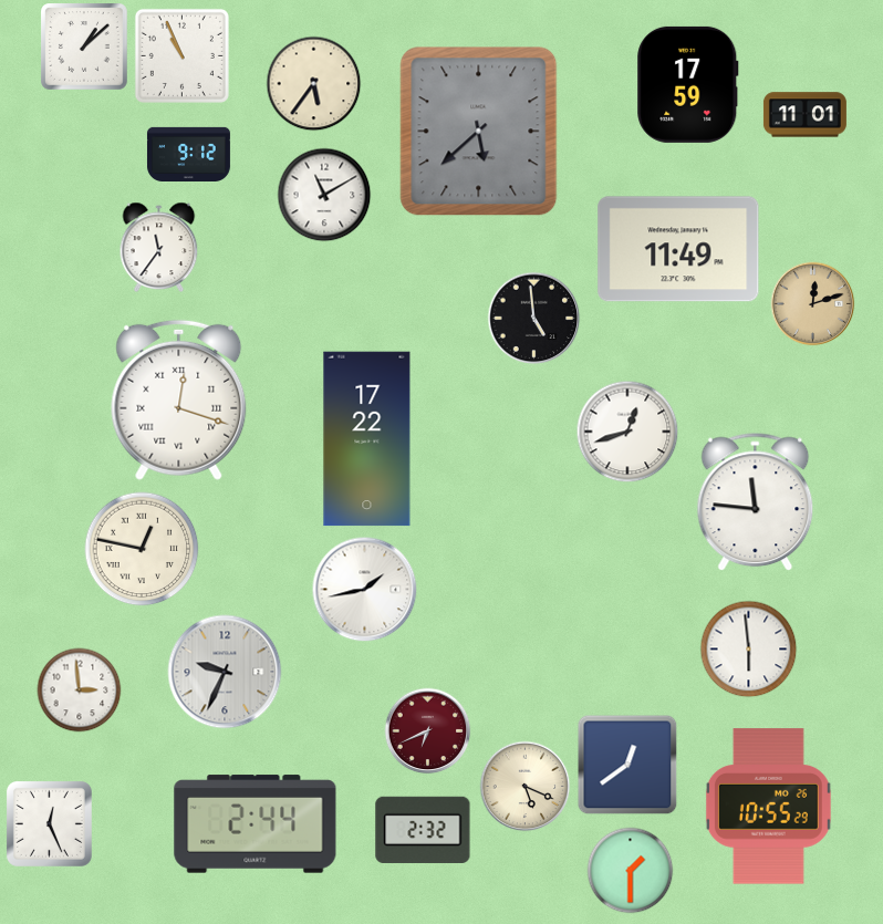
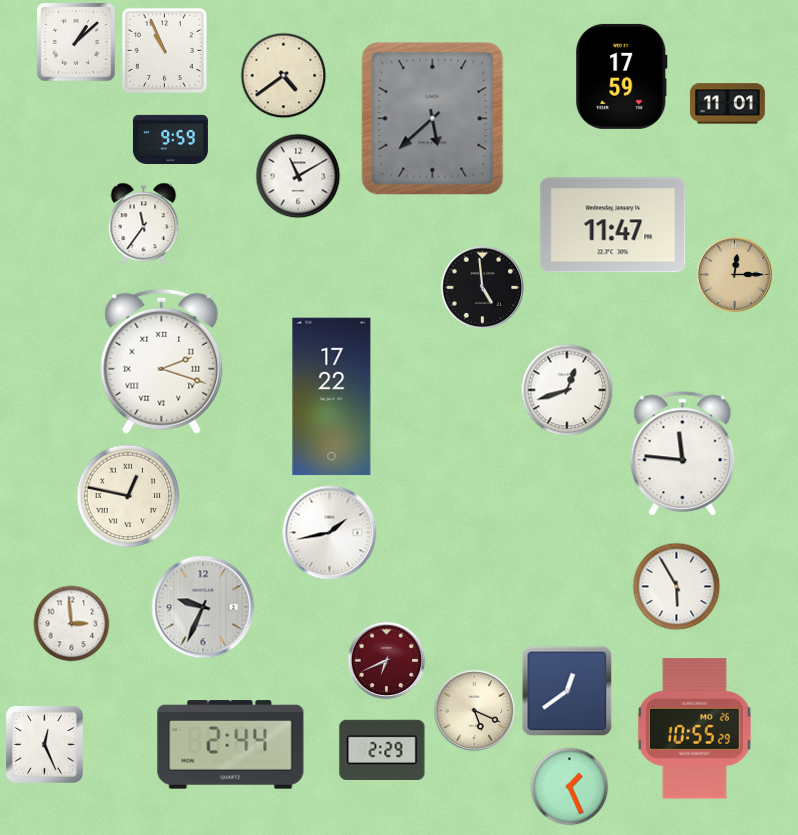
clock at (314, 84): 5:36 -> 4:39
clock at (188, 154): 9:12 -> 9:59
clock at (324, 195) position: (324, 195) -> (298, 176)
clock at (678, 249): 11:49 -> 11:47
clock at (813, 304): 12:12 -> 12:15
clock at (179, 399): 12:18 -> 2:18
clock at (749, 650): 5:59 -> 5:55
clock at (423, 830): 2:32 -> 2:29
clock at (631, 871): 1:30 -> 1:26
